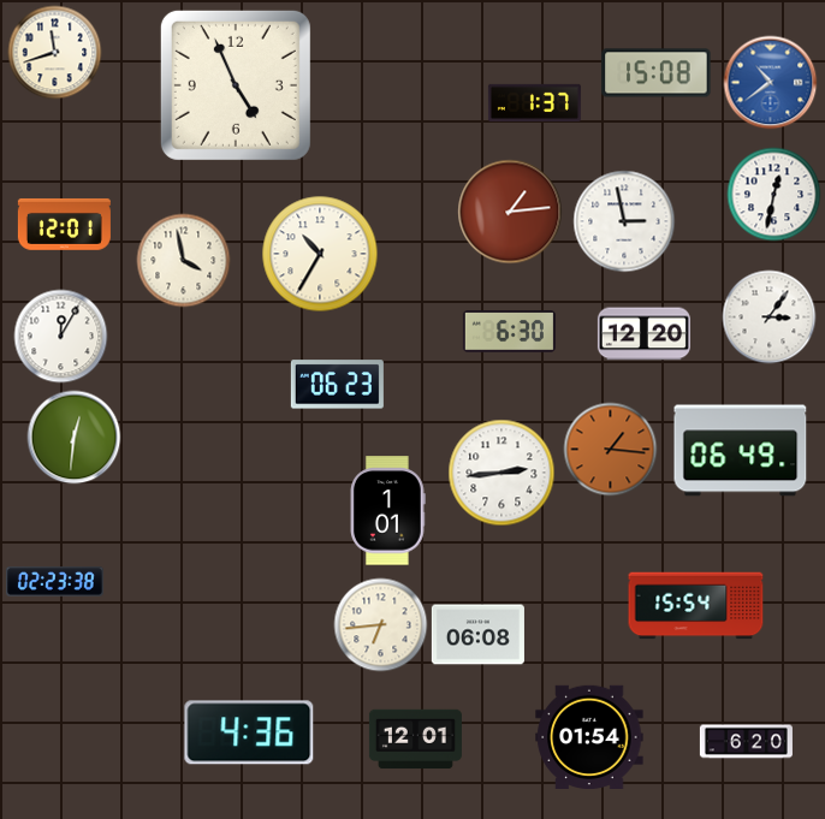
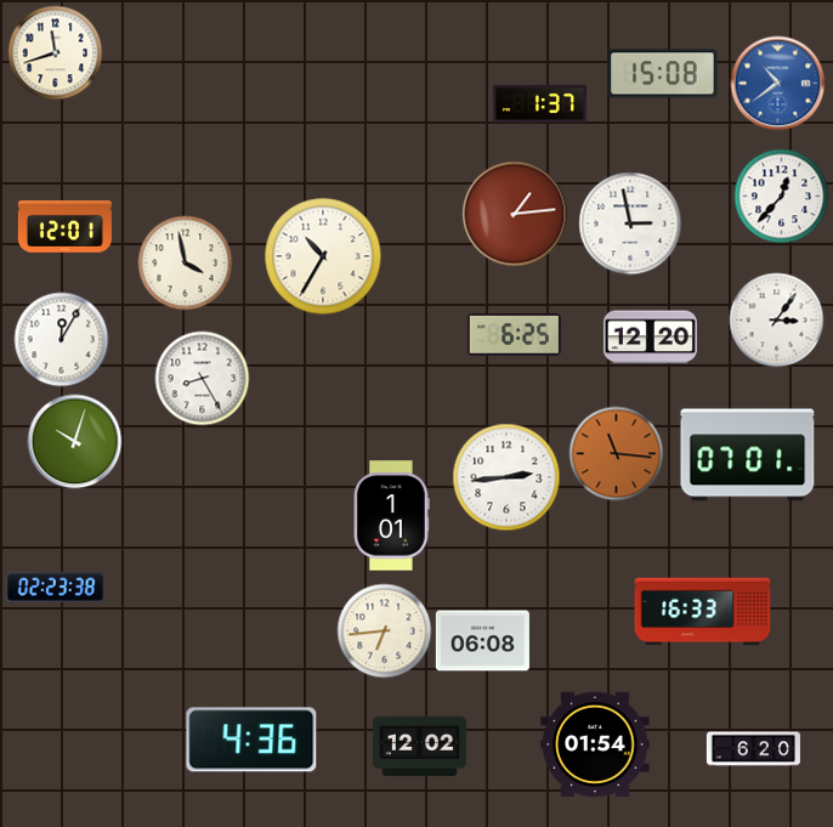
clock at (236, 85): 4:56 -> none
clock at (773, 194): 12:32 -> 12:37
clock at (509, 332): 6:30 -> 6:25
clock at (202, 378): none -> 8:25
clock at (337, 385): 06:23 -> none
clock at (73, 437): 12:31 -> 10:03
clock at (610, 449): 1:16 -> 11:16
clock at (741, 451): 06:49 -> 07:01
clock at (696, 606): 15:54 -> 16:33
clock at (415, 740): 12:01 -> 12:02
